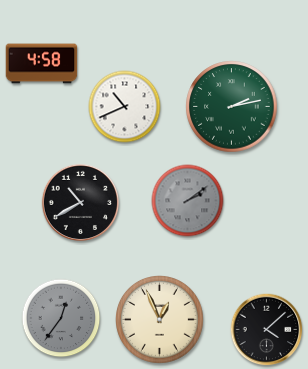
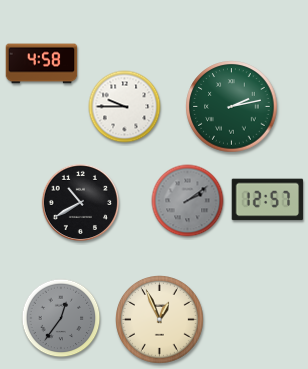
clock at (125, 107): 10:41 -> 9:45
clock at (268, 200): none -> 12:57
clock at (267, 330): 4:08 -> none
